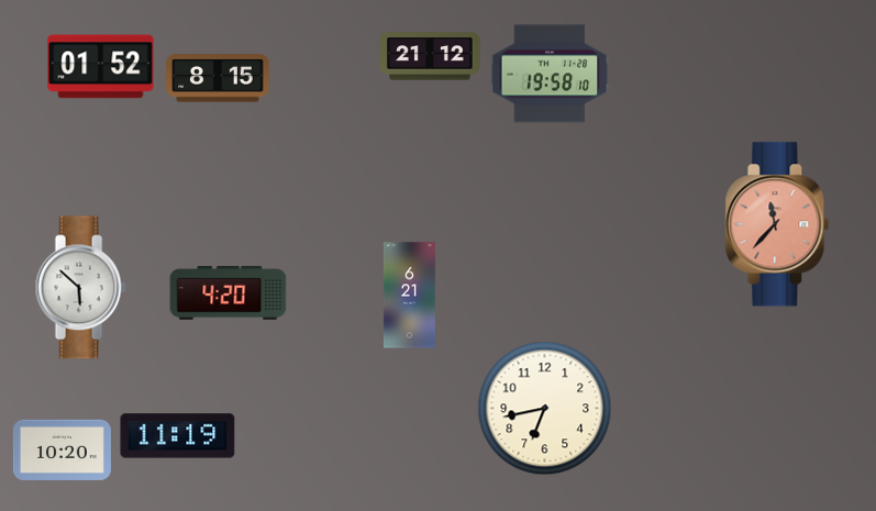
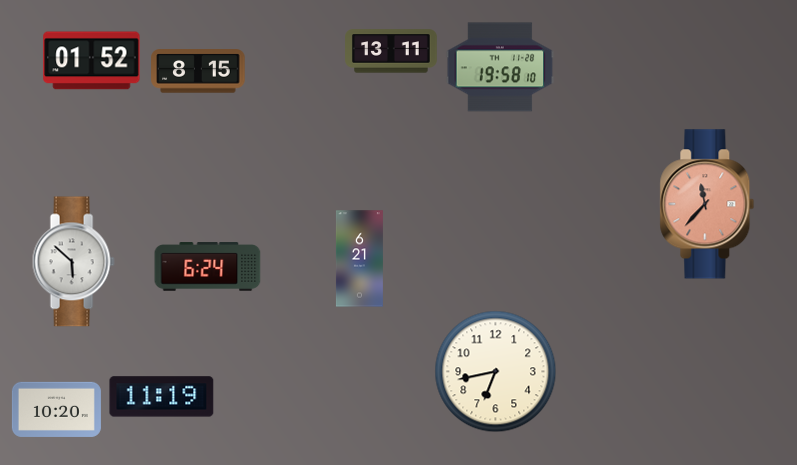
clock at (430, 56): 21:12 -> 13:11
clock at (229, 293): 4:20 -> 6:24
clock at (409, 296) position: (409, 296) -> (359, 259)
